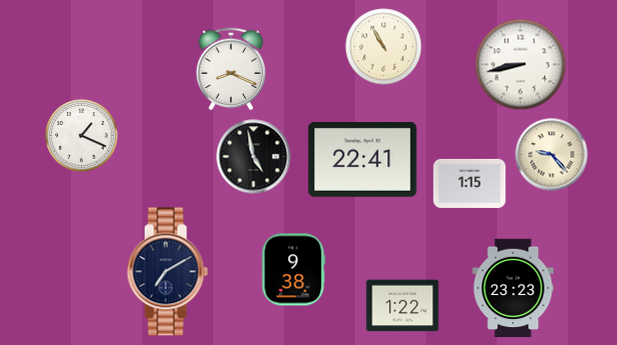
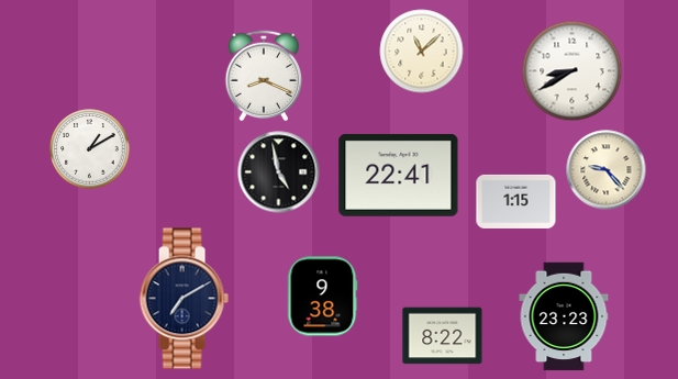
clock at (384, 47): 10:55 -> 11:08
clock at (521, 65): 8:43 -> 8:40
clock at (231, 69) position: (231, 69) -> (264, 76)
clock at (82, 136): 1:19 -> 1:10
clock at (403, 306): 1:22 -> 8:22
